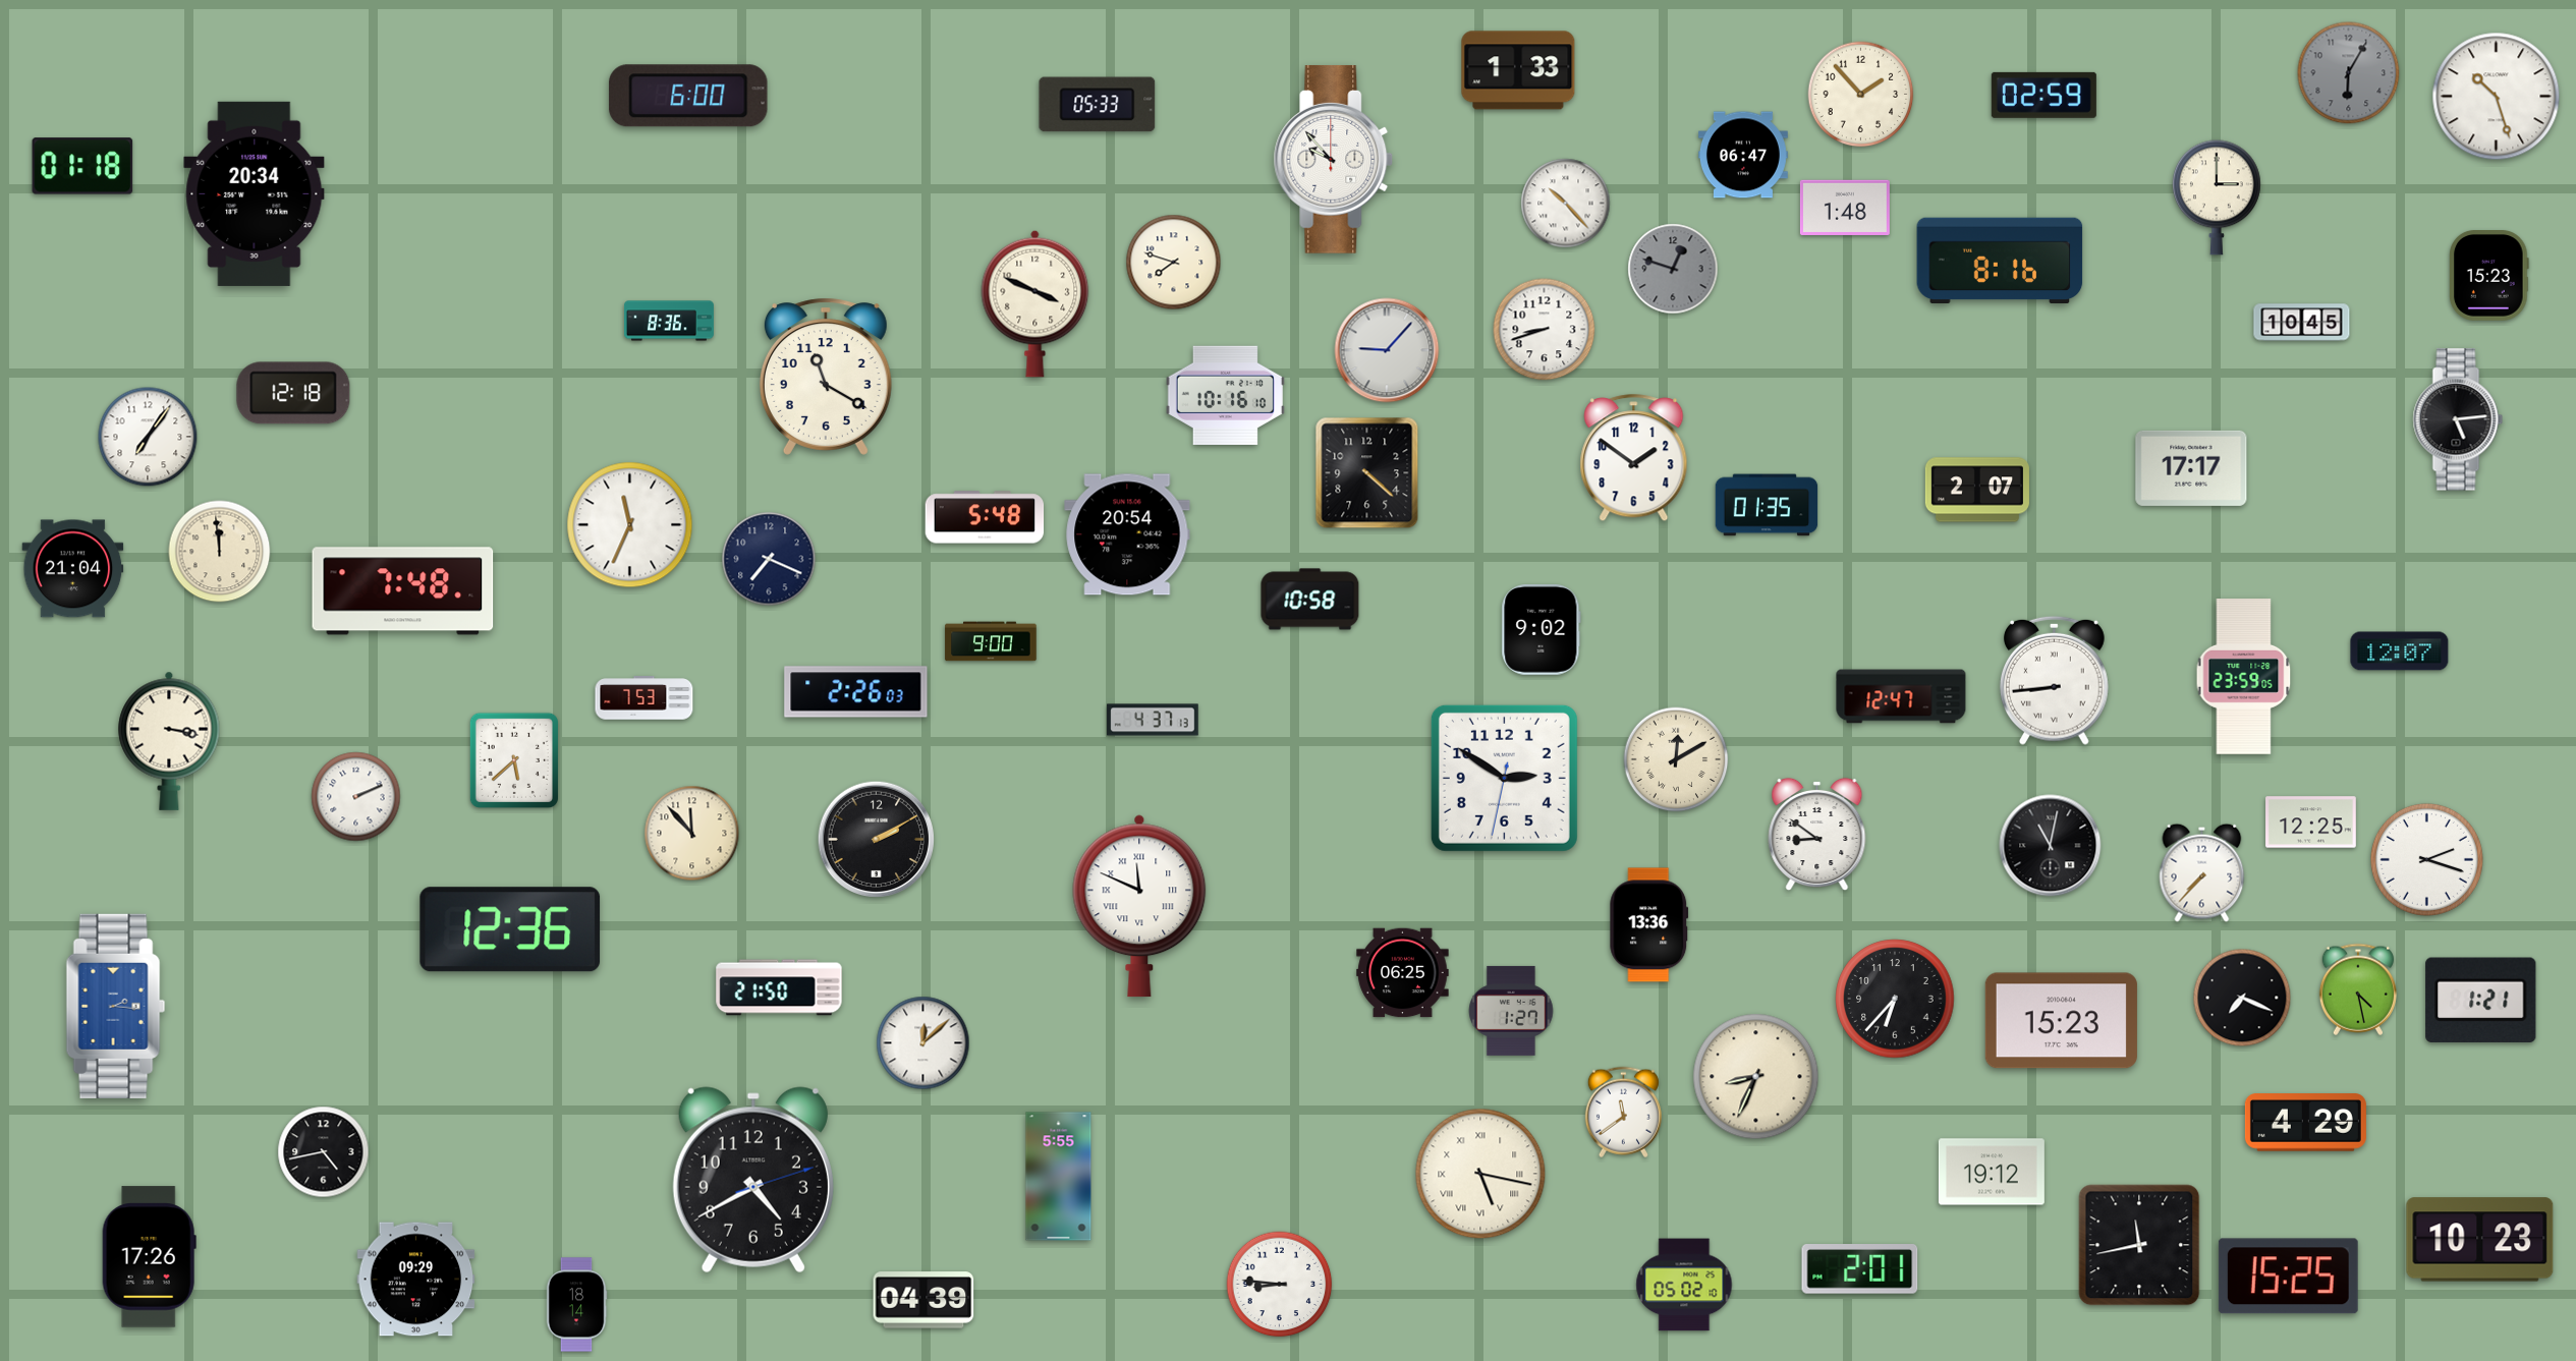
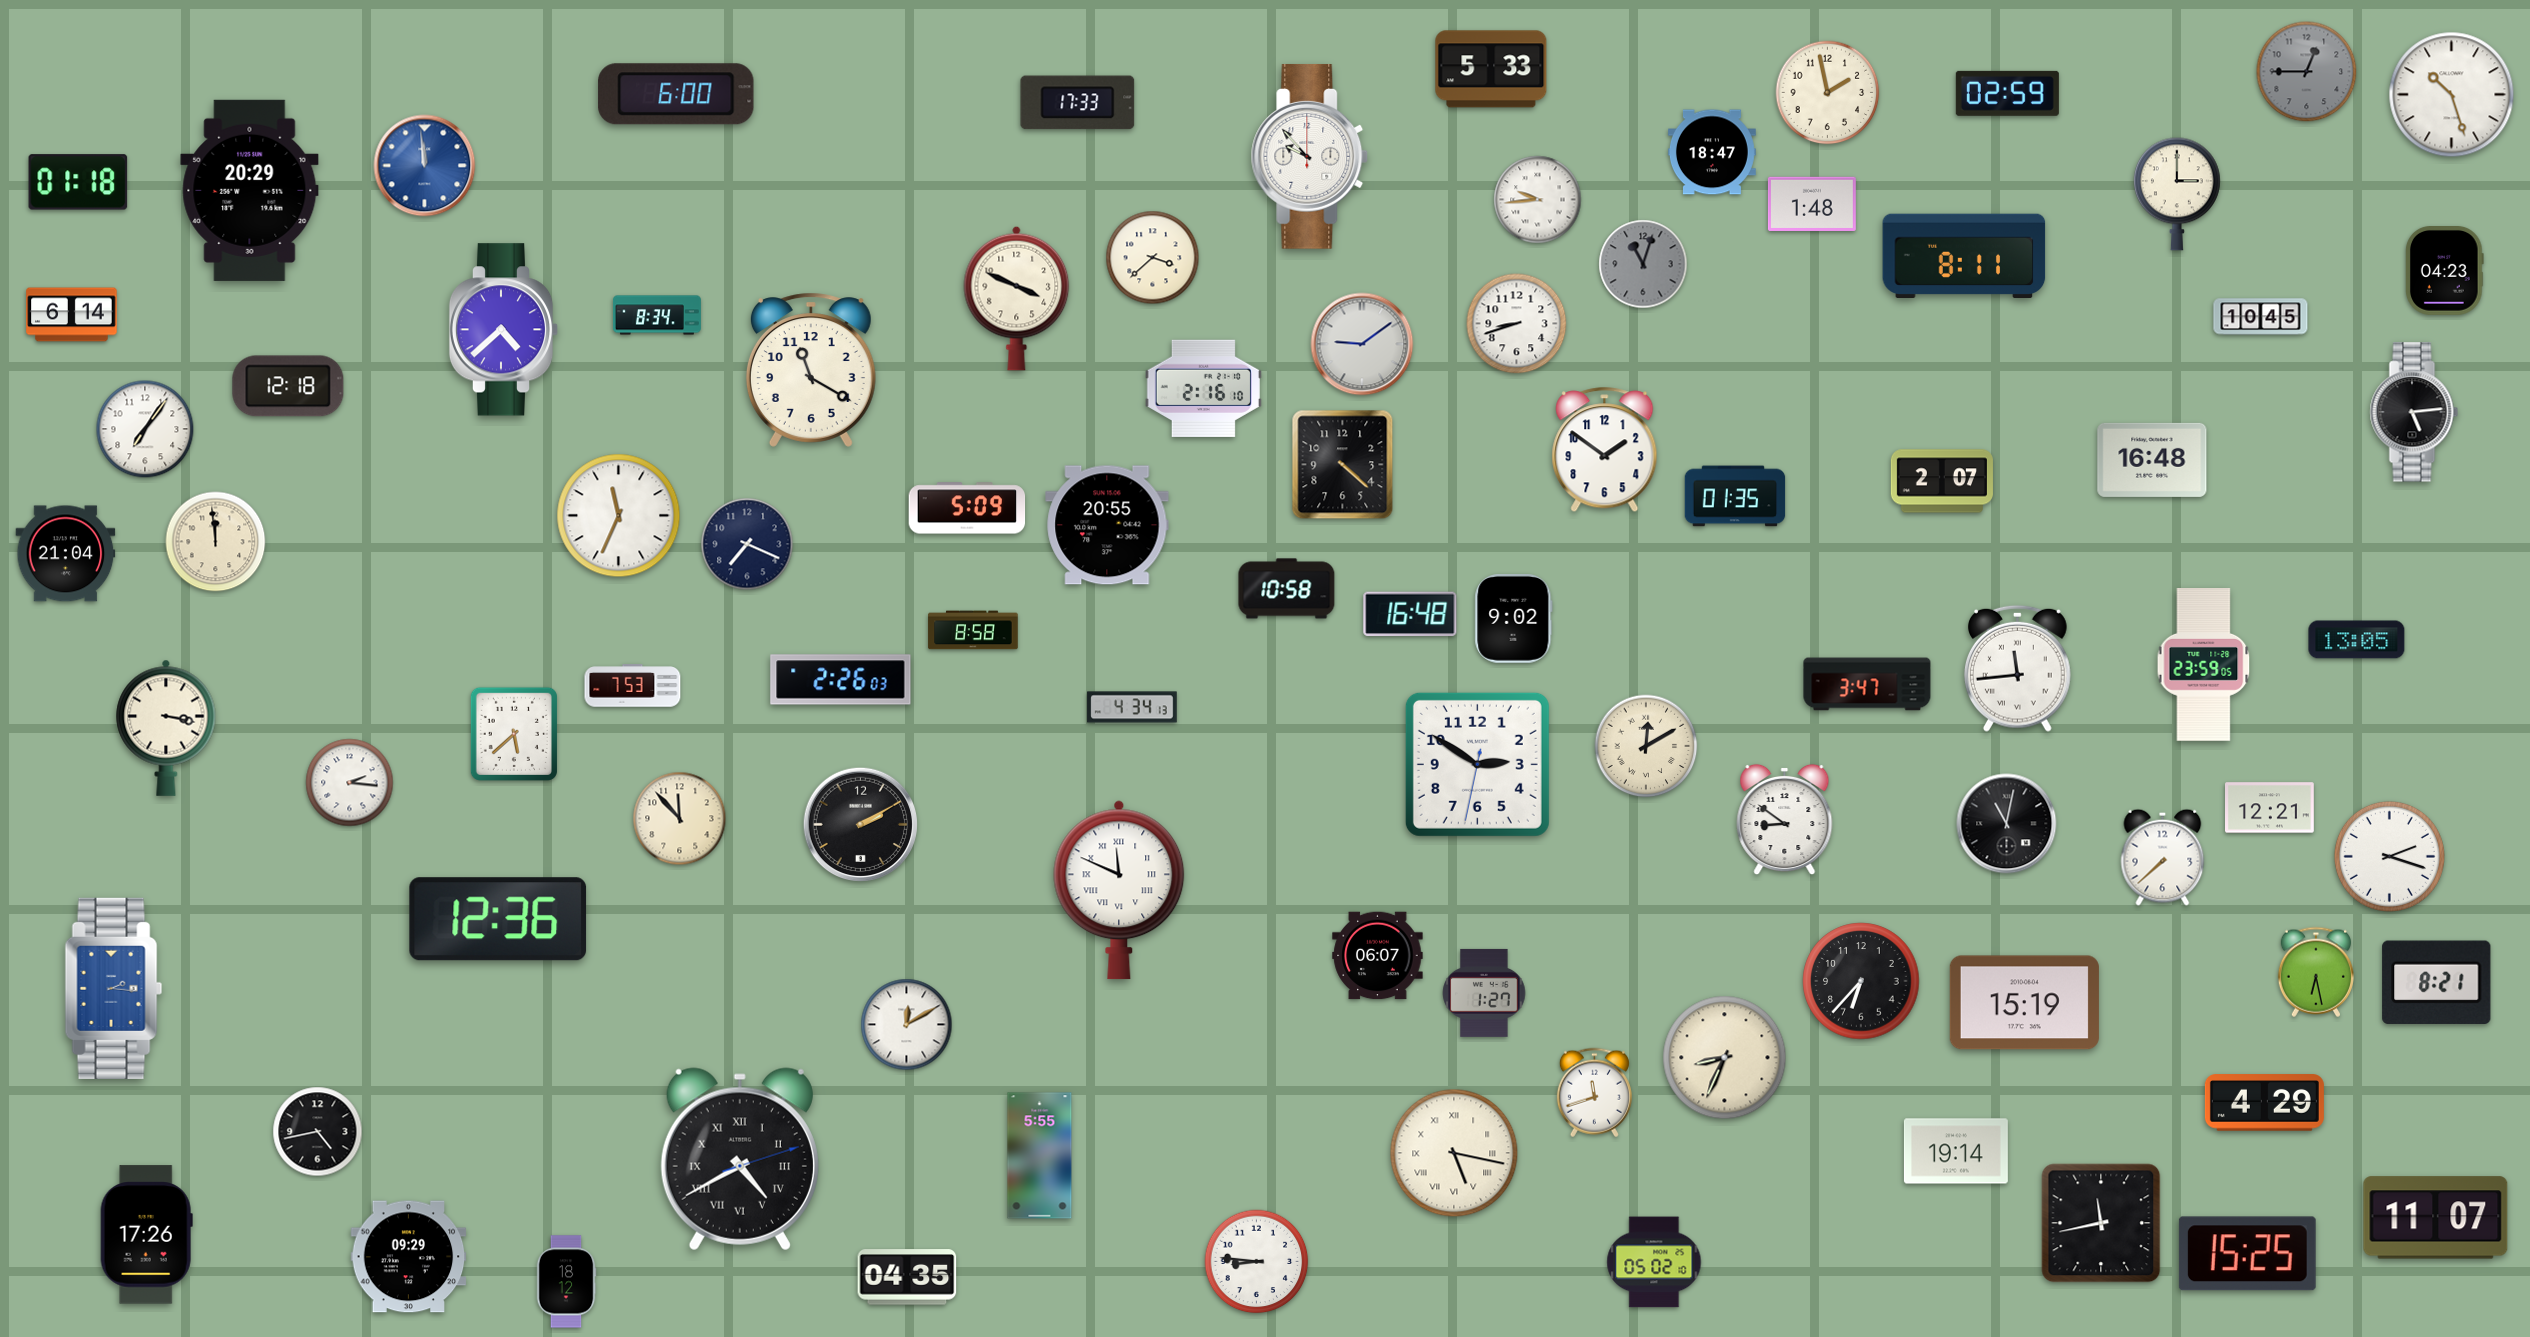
clock at (1518, 70): 1:33 -> 5:33
clock at (2349, 73): 6:05 -> 12:45
clock at (1861, 95): 1:53 -> 1:58
clock at (1098, 105): 05:33 -> 17:33
clock at (1743, 155): 06:47 -> 18:47
clock at (82, 166) position: (82, 166) -> (78, 182)
clock at (425, 166): none -> 11:59
clock at (255, 193): 20:34 -> 20:29
clock at (1566, 204): 10:23 -> 9:44
clock at (2000, 260): 8:16 -> 8:11
clock at (1174, 263): 7:48 -> 3:38
clock at (1673, 269): 12:48 -> 11:03
clock at (2489, 276): 15:23 -> 04:23
clock at (72, 315): none -> 6:14
clock at (669, 321): 8:36 -> 8:34
clock at (504, 330): none -> 4:38
clock at (1387, 350): 9:07 -> 9:09
clock at (1225, 395): 10:16 -> 2:16
clock at (2191, 468): 17:17 -> 16:48
clock at (985, 517): 5:48 -> 5:09
clock at (1127, 534): 20:54 -> 20:55
clock at (769, 559) position: (769, 559) -> (747, 544)
clock at (73, 569) position: (73, 569) -> (66, 554)
clock at (403, 591): 7:48 -> none
clock at (1410, 614): none -> 16:48
clock at (991, 641): 9:00 -> 8:58
clock at (2400, 651): 12:07 -> 13:05
clock at (2054, 680): 8:44 -> 11:44
clock at (1901, 696): 12:47 -> 3:47
clock at (1153, 720): 4:37 -> 4:34
clock at (514, 760) position: (514, 760) -> (514, 734)
clock at (356, 797): 2:11 -> 2:16
clock at (2311, 823): 12:25 -> 12:21
clock at (2051, 846) position: (2051, 846) -> (2007, 824)
clock at (2426, 859) position: (2426, 859) -> (2389, 856)
clock at (2202, 872): 7:37 -> 7:38
clock at (1649, 925): 13:36 -> none
clock at (510, 929) position: (510, 929) -> (498, 919)
clock at (1403, 973): 06:25 -> 06:07
clock at (779, 987): 21:50 -> none
clock at (2358, 989): 4:28 -> 6:28
clock at (2242, 998): 7:19 -> none
clock at (2481, 1000): 1:21 -> 8:21
clock at (2061, 1021): 15:23 -> 15:19
clock at (923, 1043): 12:08 -> 12:10
clock at (1623, 1113): 11:39 -> 11:42
clock at (1992, 1172): 19:12 -> 19:14
clock at (753, 1180) numerals: Arabic -> Roman
clock at (2480, 1240): 10:23 -> 11:07
clock at (1860, 1269): 2:01 -> none
clock at (923, 1300): 04:39 -> 04:35
clock at (576, 1305): 18:14 -> 18:12
